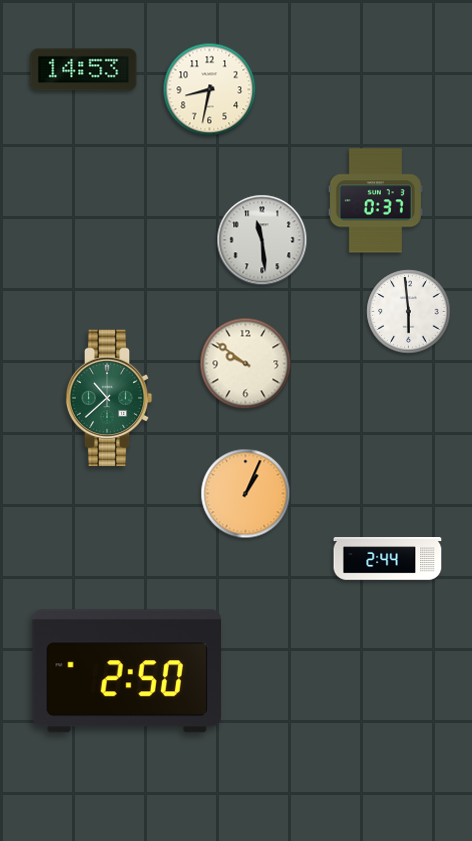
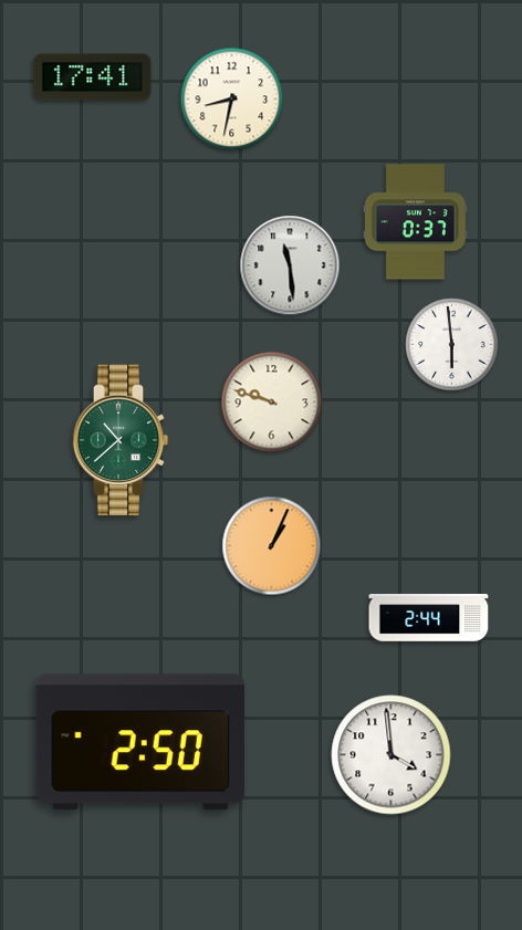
clock at (84, 70): 14:53 -> 17:41
clock at (246, 364): 9:51 -> 9:48
clock at (391, 755): none -> 3:59
